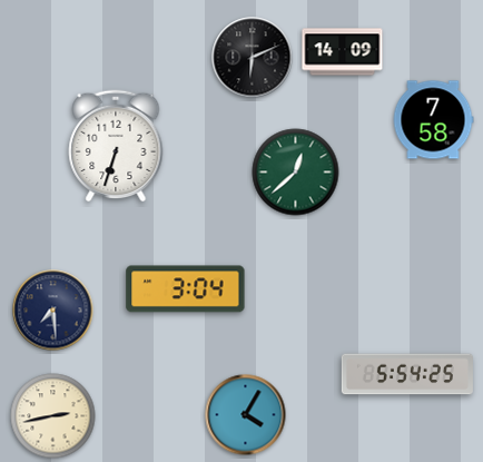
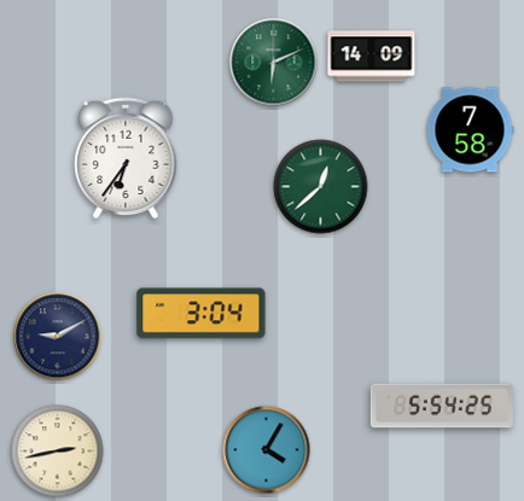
clock at (253, 58) dial: black -> green
clock at (116, 146): 6:33 -> 6:36
clock at (53, 311): 7:29 -> 9:10
